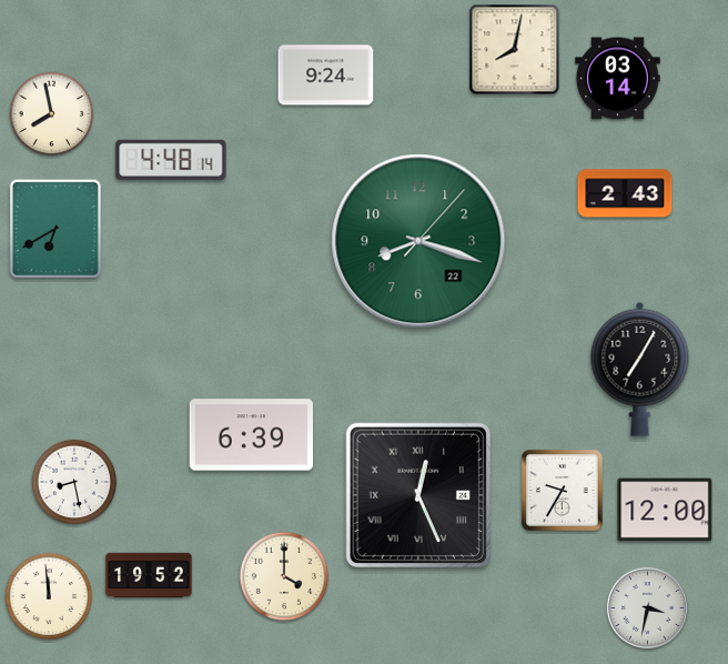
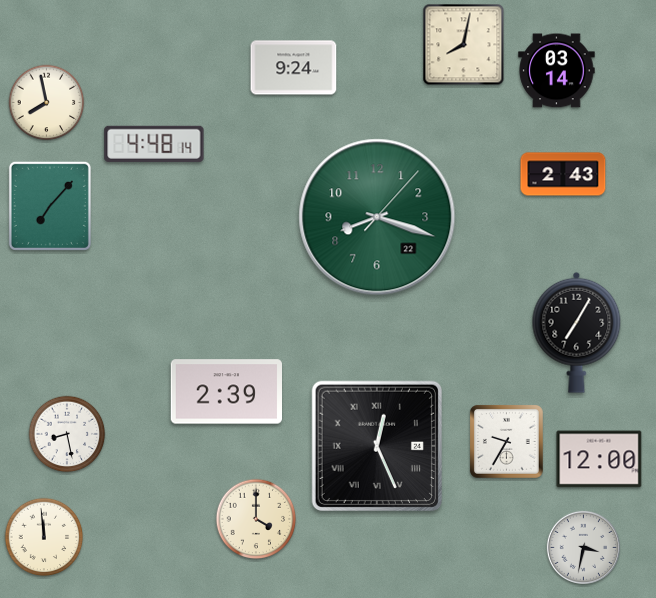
clock at (55, 229): 6:40 -> 7:07
clock at (251, 435): 6:39 -> 2:39
clock at (149, 575): 19:52 -> none
